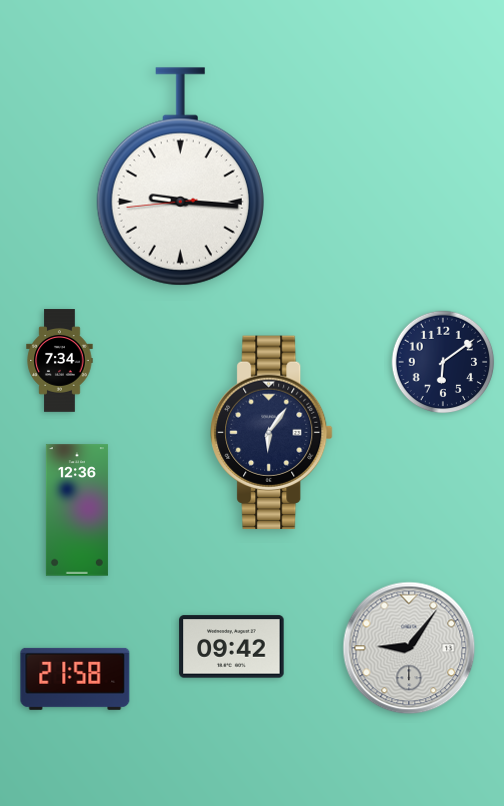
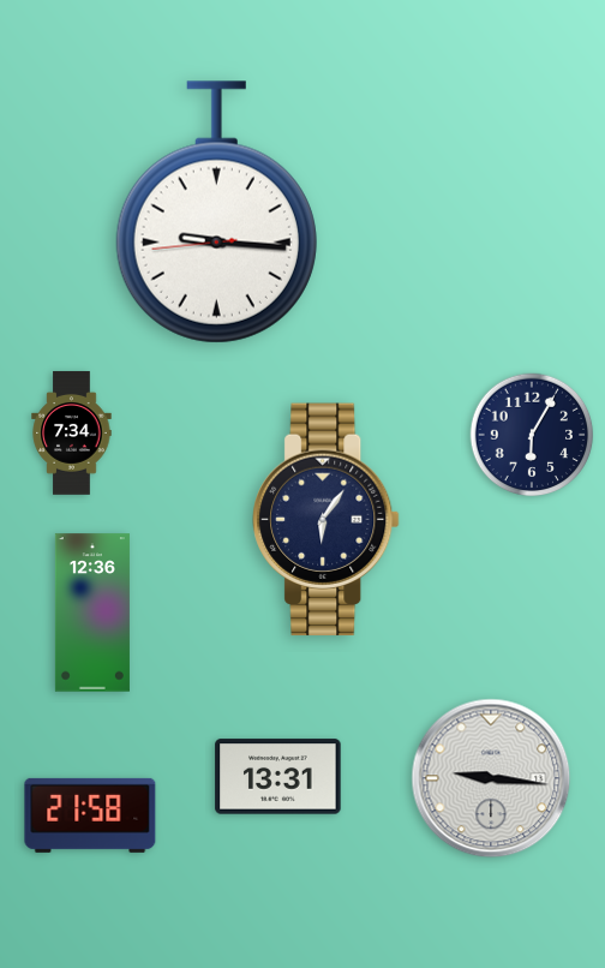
clock at (443, 362): 6:09 -> 6:05
clock at (232, 647): 09:42 -> 13:31
clock at (409, 648): 9:06 -> 9:16
